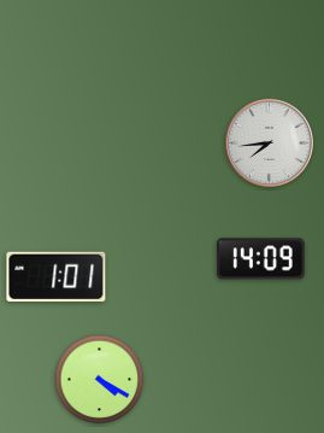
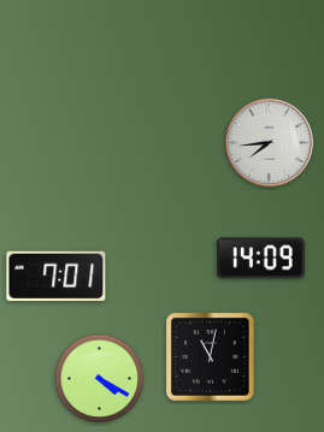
clock at (57, 276): 1:01 -> 7:01
clock at (211, 357): none -> 11:02
